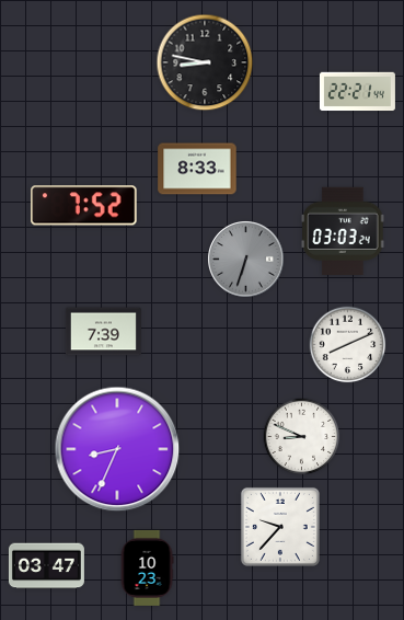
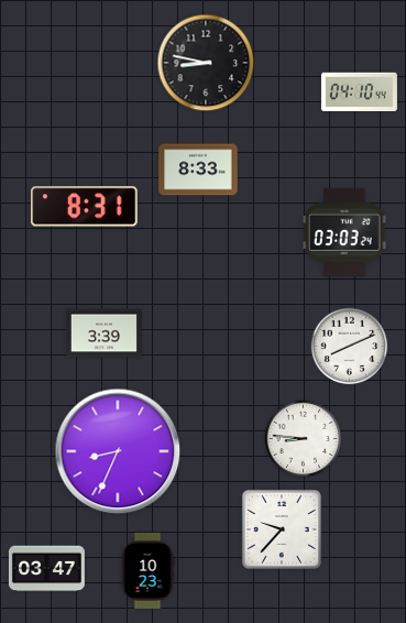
clock at (357, 92): 22:21 -> 04:10
clock at (84, 206): 7:52 -> 8:31
clock at (246, 260): 6:33 -> none
clock at (103, 332): 7:39 -> 3:39
clock at (302, 437): 8:49 -> 8:46
